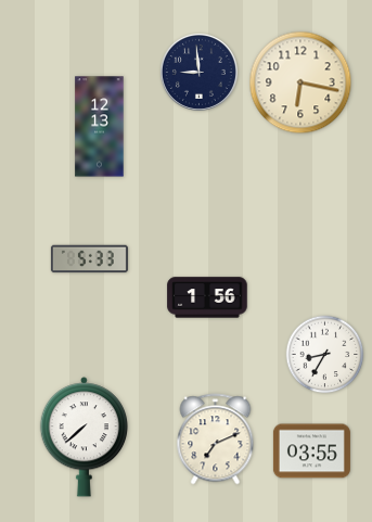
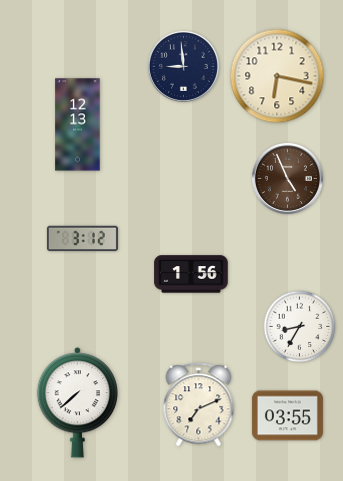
clock at (100, 127) position: (100, 127) -> (78, 125)
clock at (287, 178): none -> 4:56
clock at (89, 259): 5:33 -> 3:12
